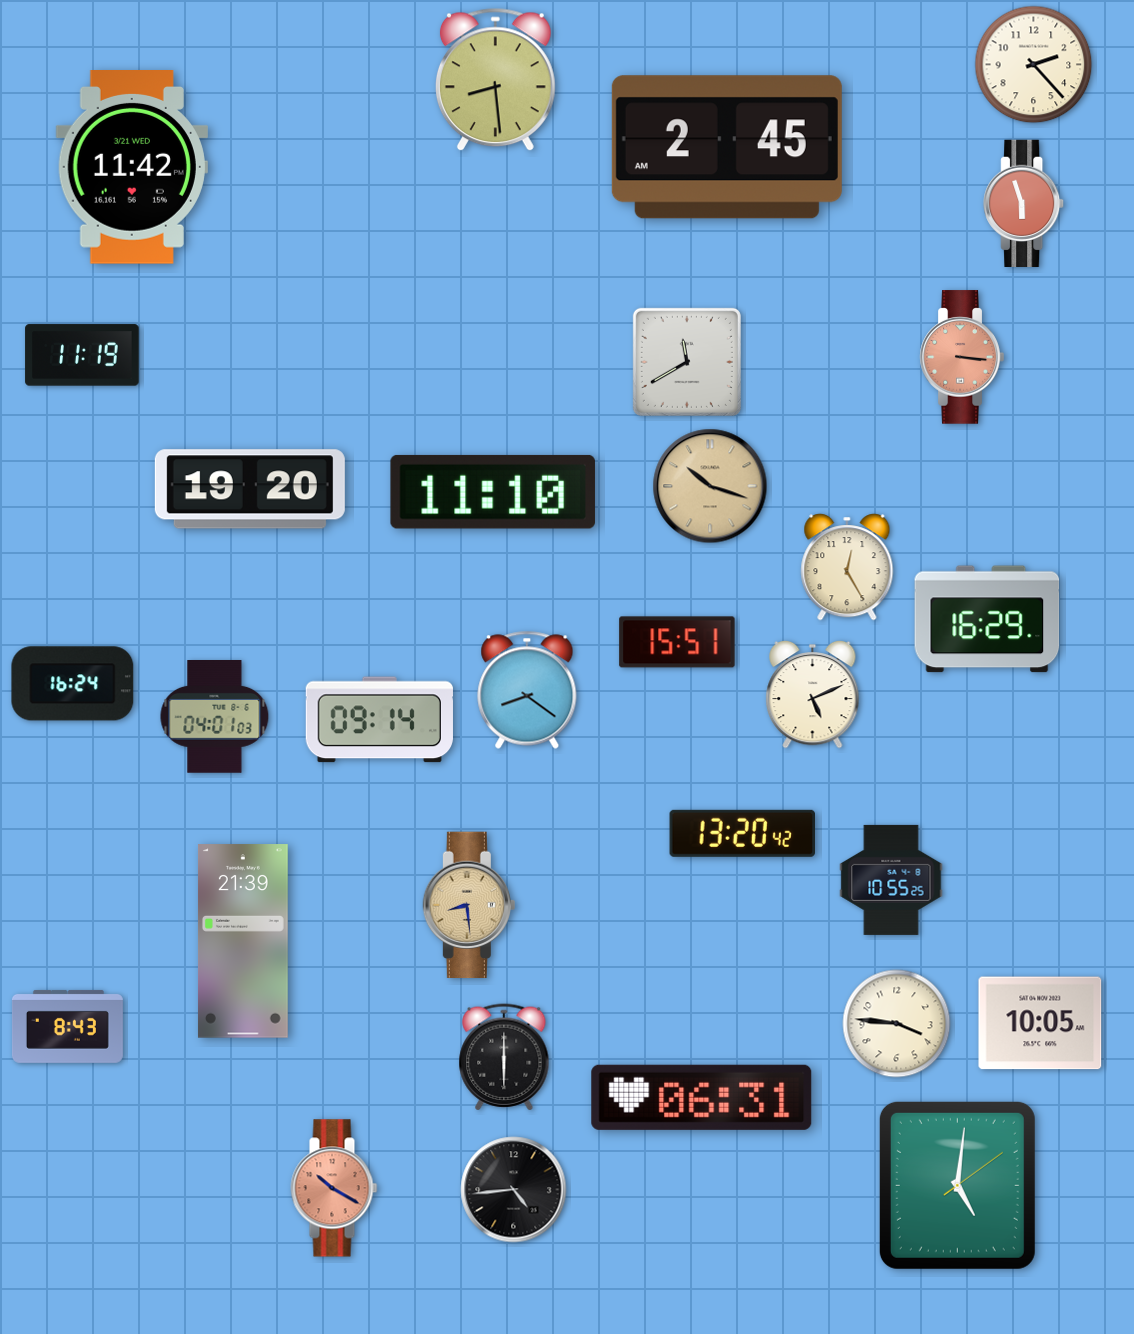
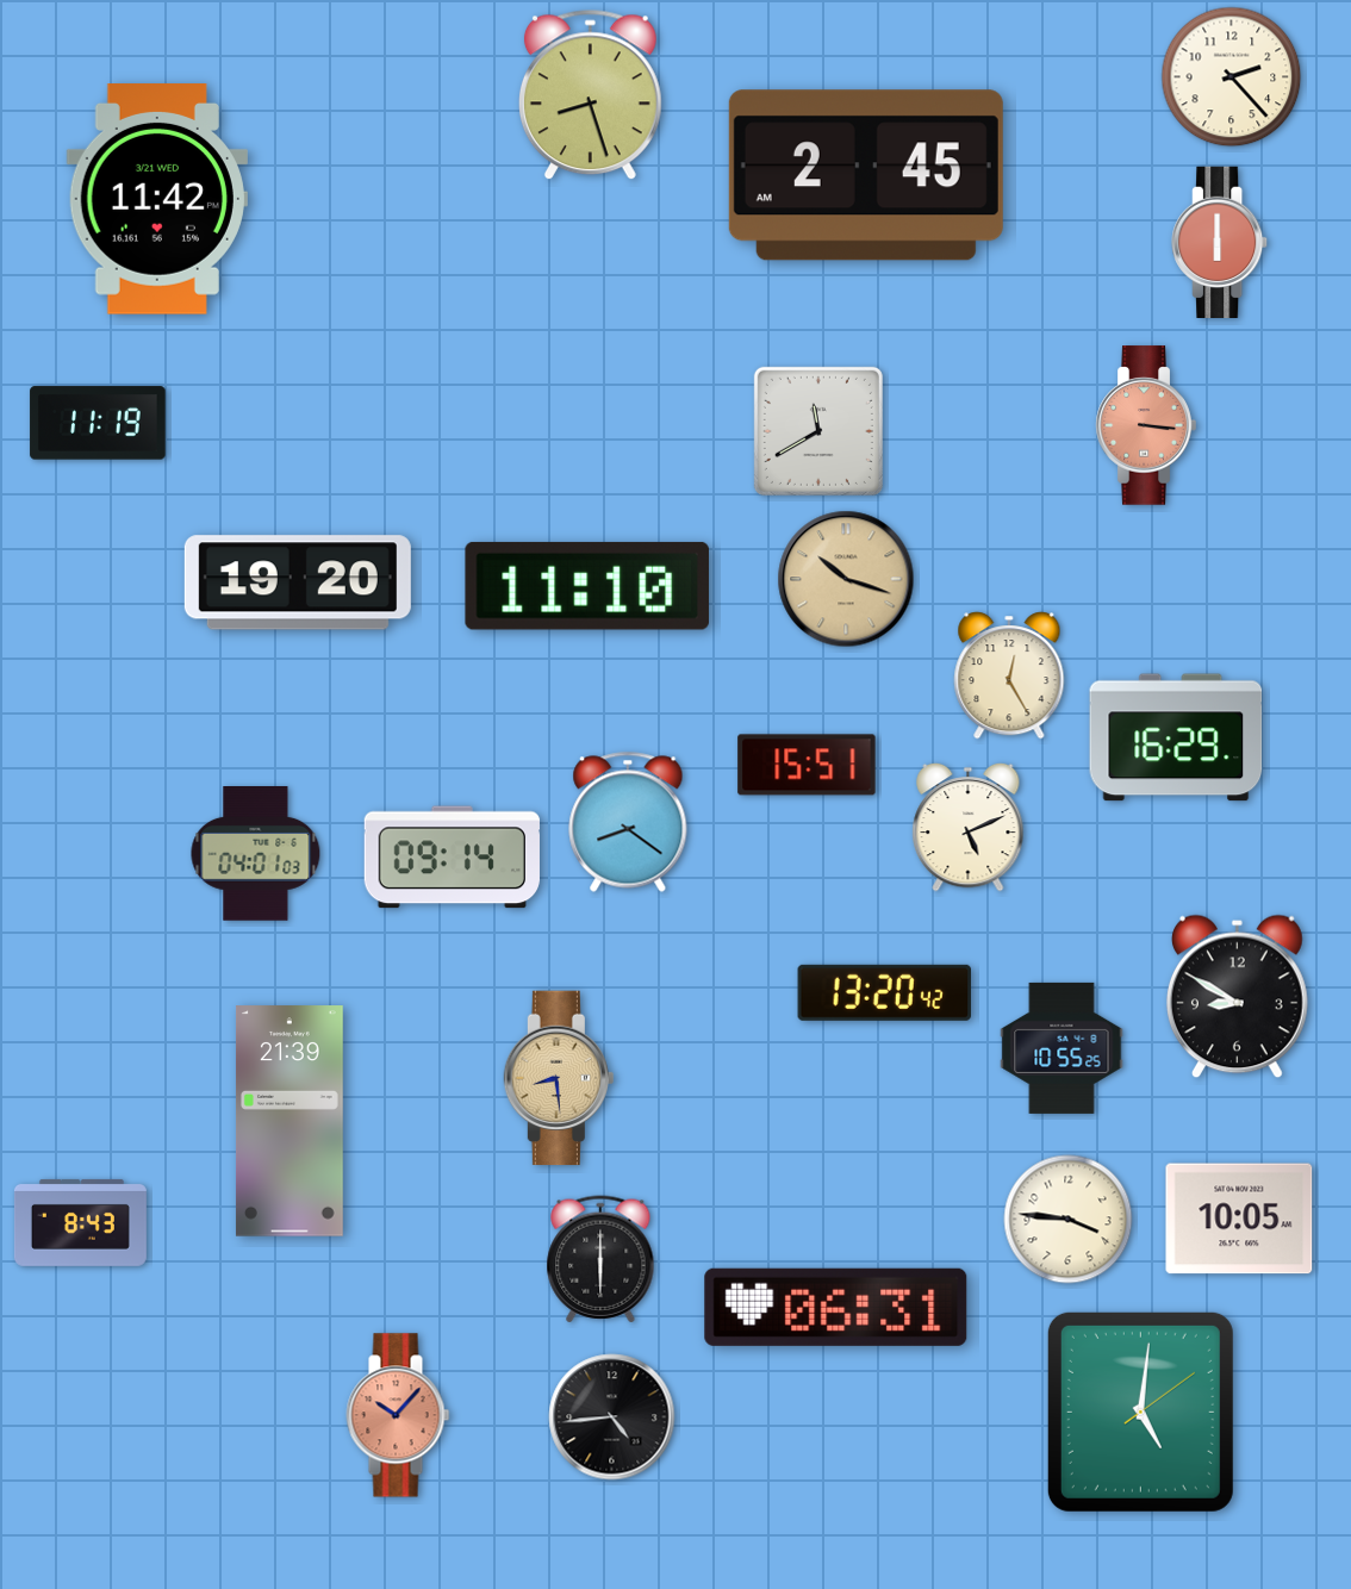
clock at (495, 80): 8:29 -> 8:27
clock at (1024, 203): 5:57 -> 6:00
clock at (73, 684): 16:24 -> none
clock at (1237, 997): none -> 8:50
clock at (334, 1188): 10:20 -> 10:07
